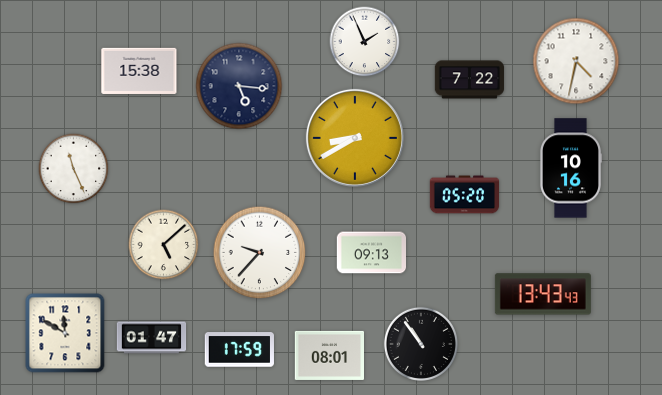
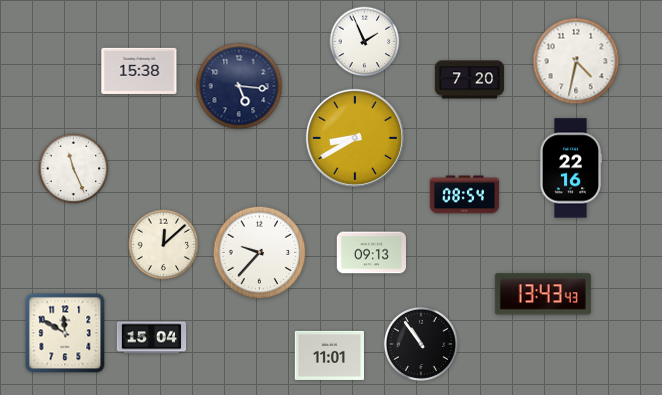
clock at (470, 80): 7:22 -> 7:20
clock at (570, 168): 10:16 -> 22:16
clock at (465, 195): 05:20 -> 08:54
clock at (164, 245): 5:08 -> 12:08
clock at (152, 338): 01:47 -> 15:04
clock at (239, 350): 17:59 -> none
clock at (329, 355): 08:01 -> 11:01
